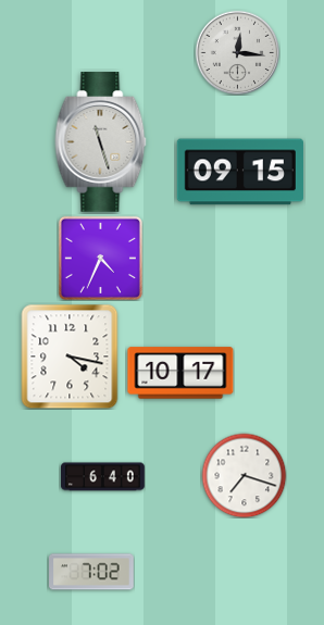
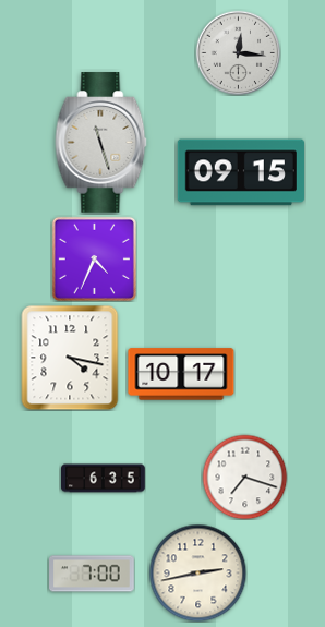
clock at (100, 258) position: (100, 258) -> (94, 258)
clock at (103, 477): 6:40 -> 6:35
clock at (197, 572): none -> 2:43
clock at (91, 572): 7:02 -> 7:00
